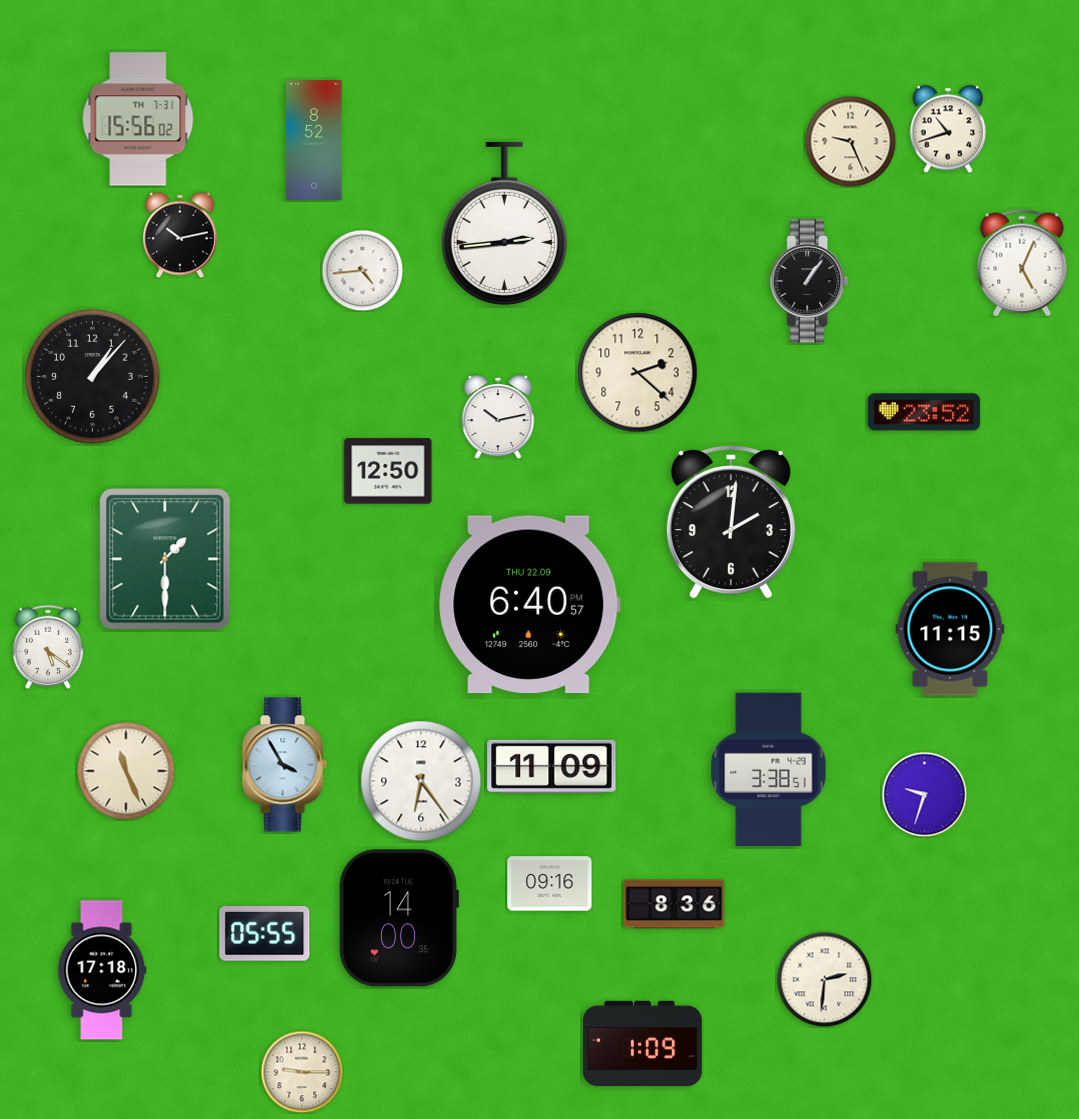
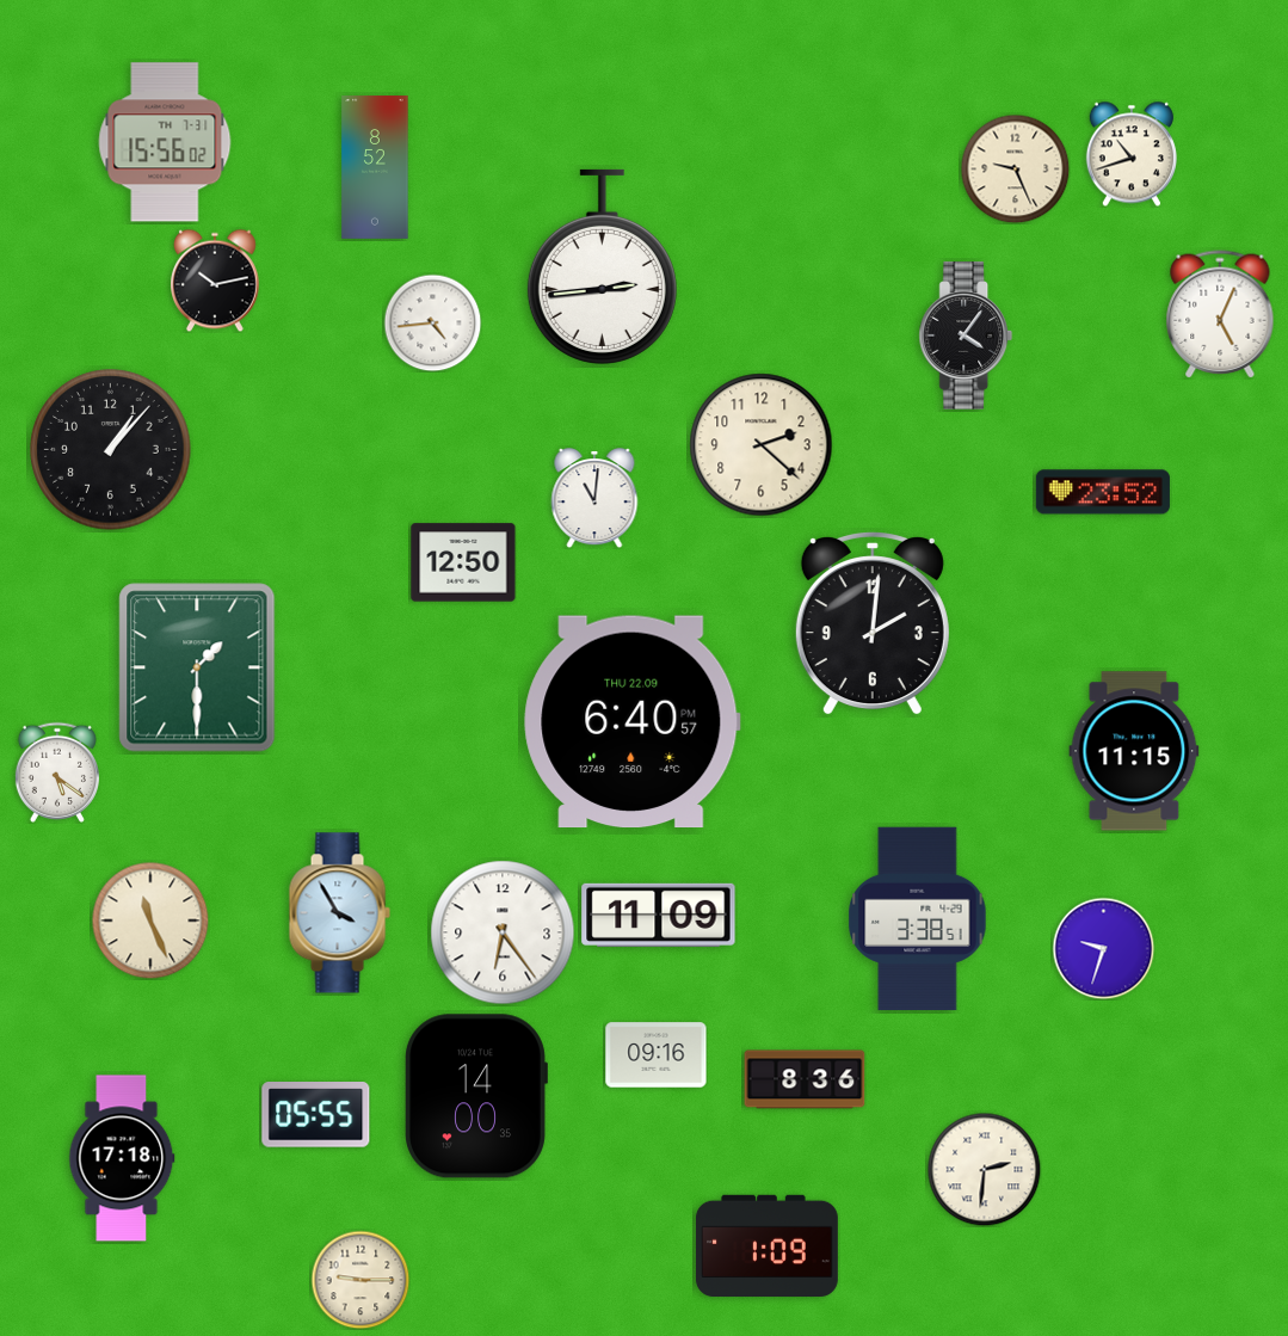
clock at (809, 281): 1:06 -> 4:06
clock at (498, 417): 10:13 -> 11:01
